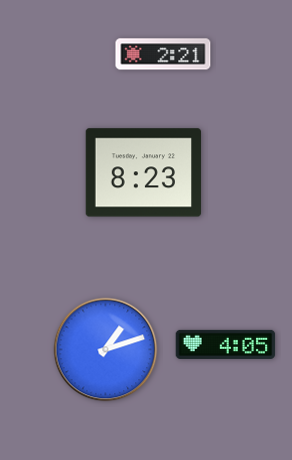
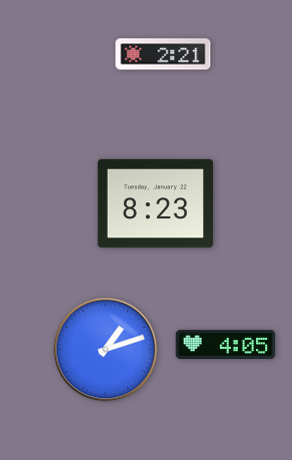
clock at (144, 173) position: (144, 173) -> (156, 204)
